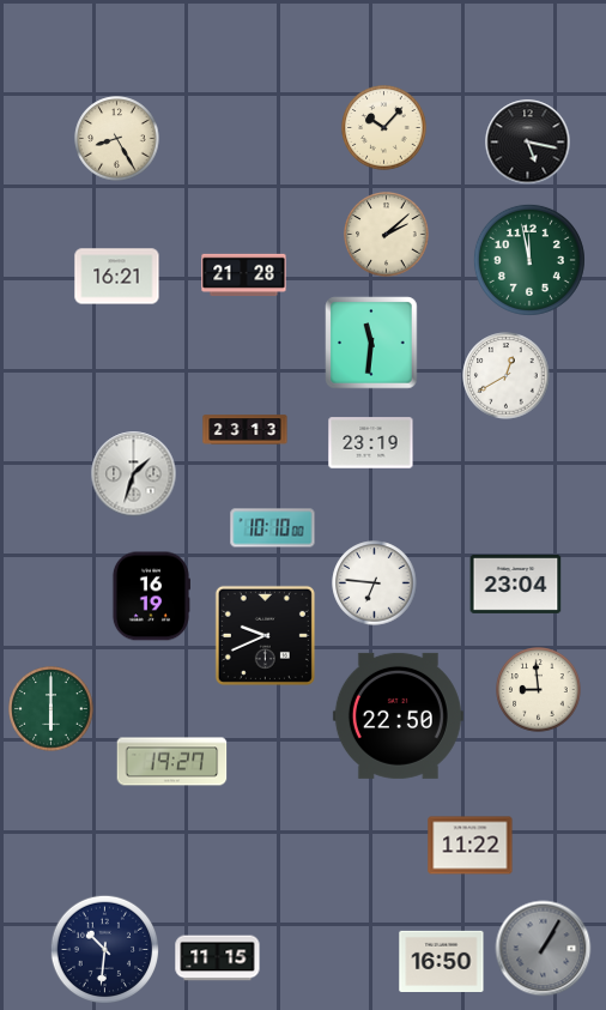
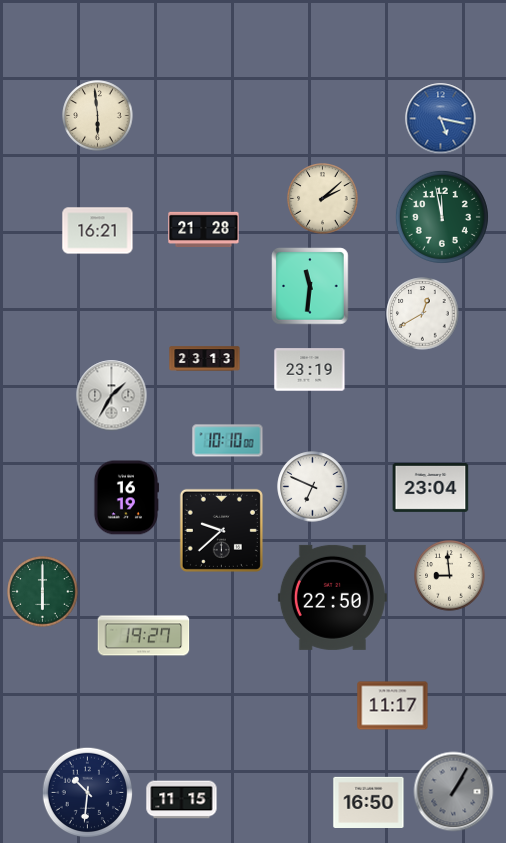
clock at (384, 128): 10:07 -> none
clock at (117, 139): 8:25 -> 5:59
clock at (528, 143) dial: black -> blue
clock at (387, 235) position: (387, 235) -> (323, 199)
clock at (134, 474): 1:33 -> 1:35
clock at (375, 583): 6:46 -> 6:49
clock at (265, 635): 9:41 -> 9:38
clock at (471, 846): 11:22 -> 11:17
